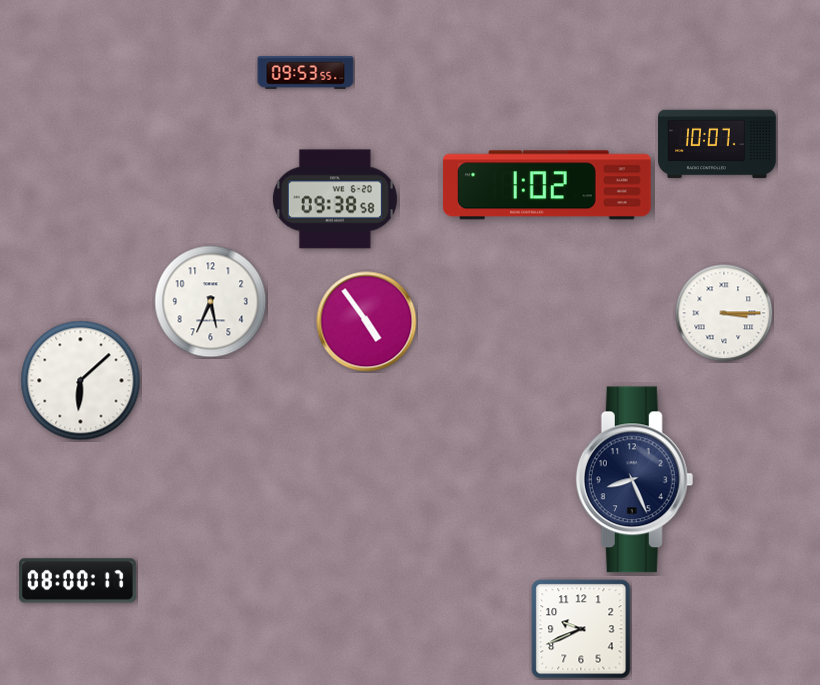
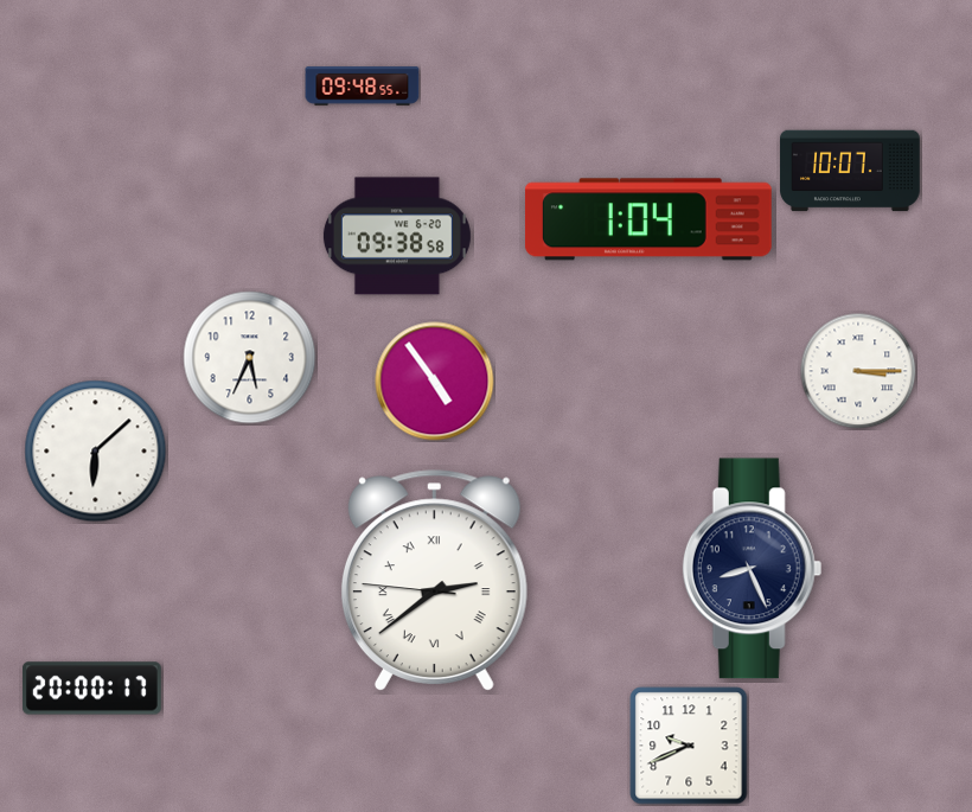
clock at (306, 73): 09:53 -> 09:48
clock at (547, 185): 1:02 -> 1:04
clock at (434, 581): none -> 2:38
clock at (78, 581): 08:00 -> 20:00
